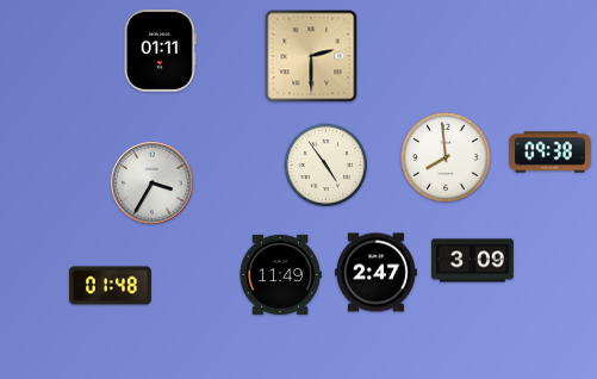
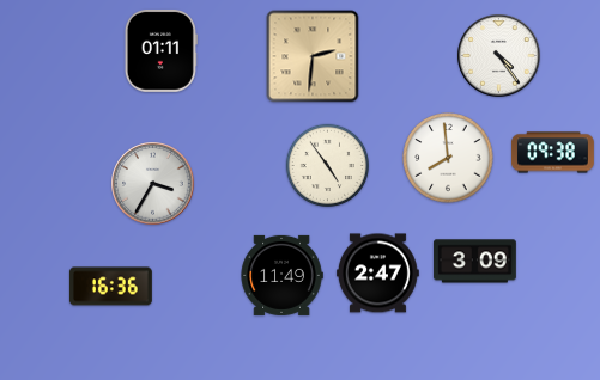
clock at (311, 56): 2:30 -> 2:31
clock at (499, 56): none -> 4:24
clock at (110, 286): 01:48 -> 16:36
